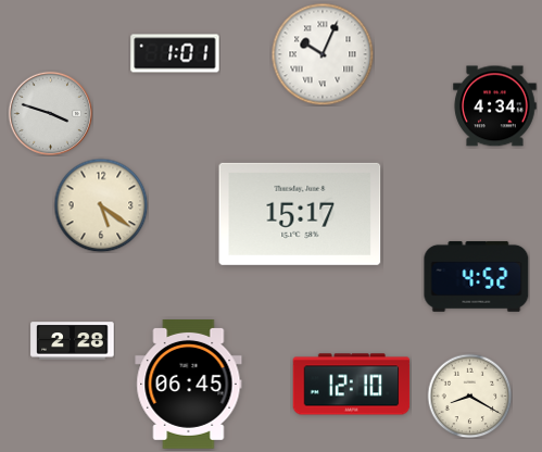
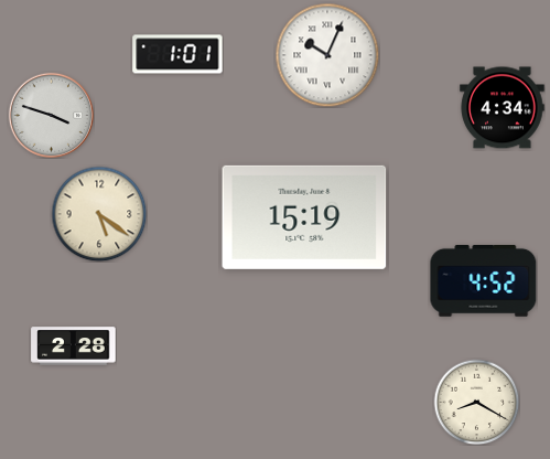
clock at (101, 205) position: (101, 205) -> (99, 214)
clock at (300, 214): 15:17 -> 15:19
clock at (189, 384): 06:45 -> none
clock at (352, 385): 12:10 -> none
